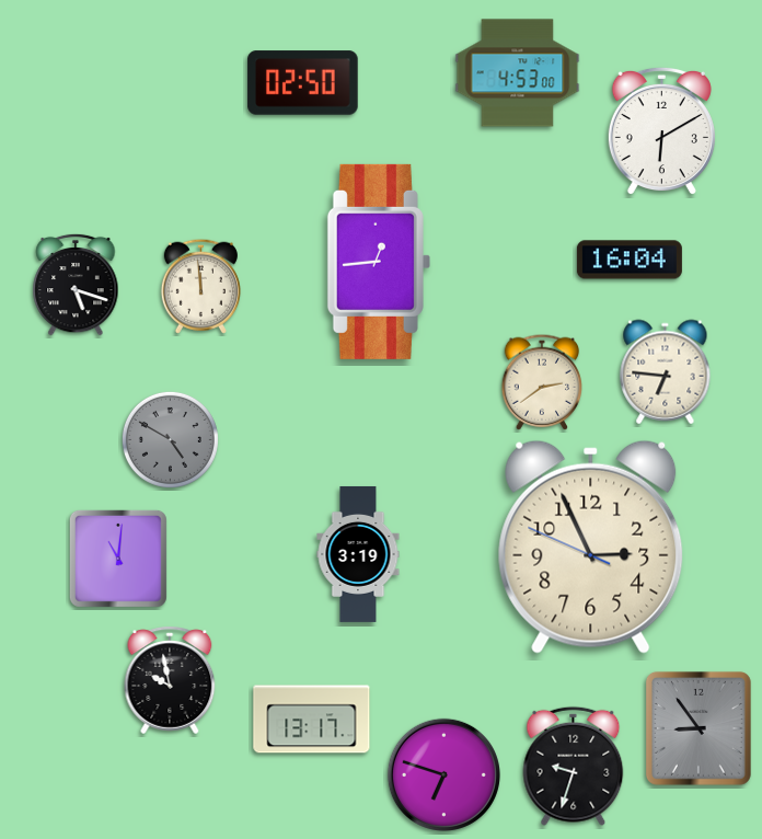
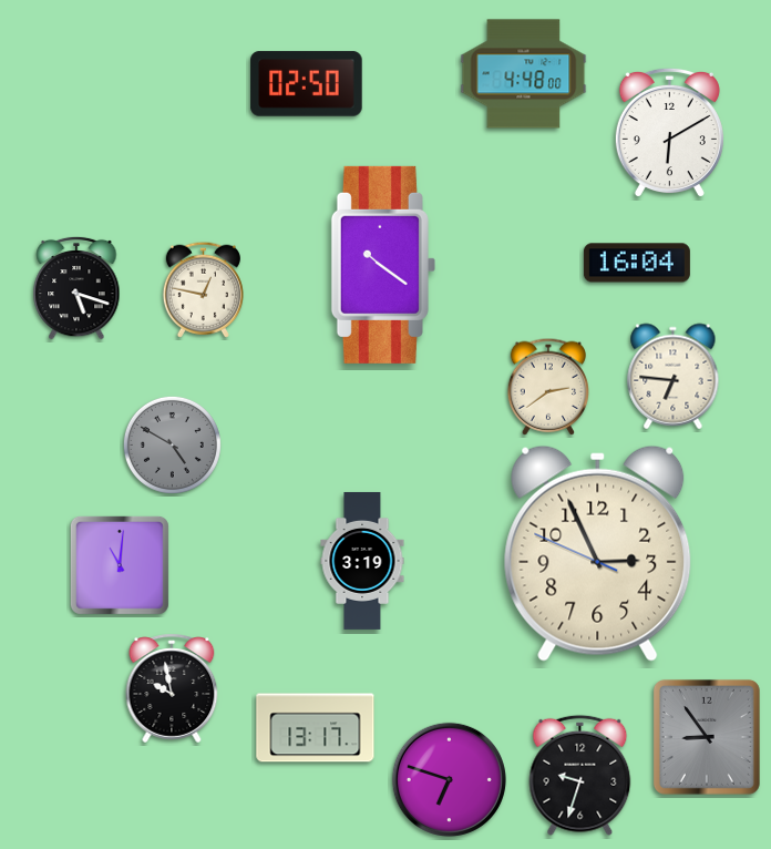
clock at (518, 73): 4:53 -> 4:48
clock at (379, 262): 12:44 -> 10:21
clock at (200, 286): 11:59 -> 12:47
clock at (443, 774) position: (443, 774) -> (449, 779)
